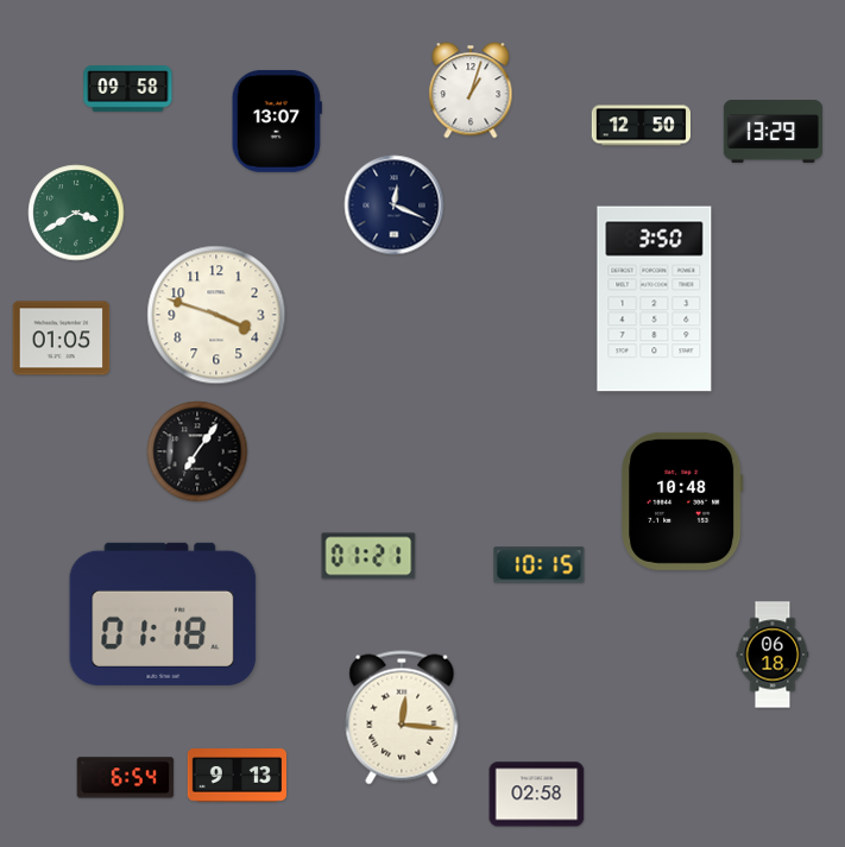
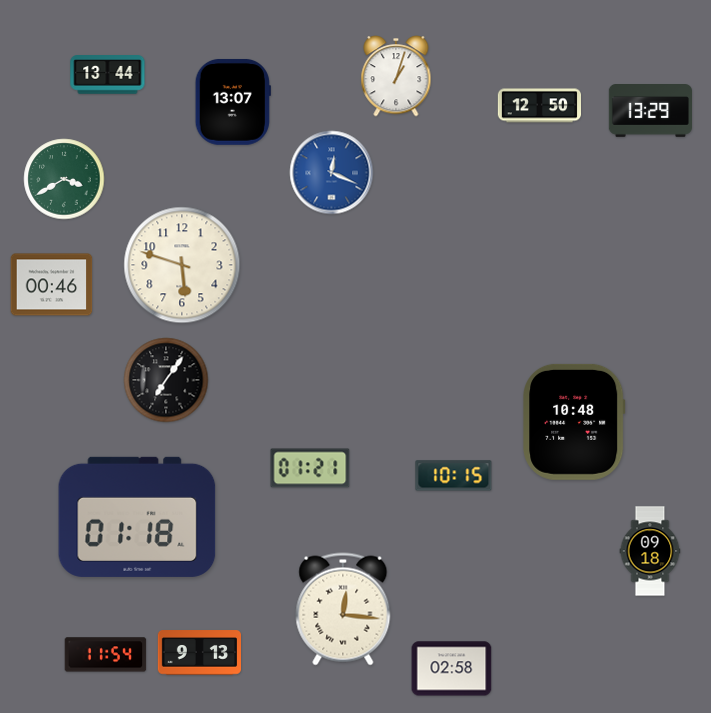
clock at (128, 89): 09:58 -> 13:44
clock at (395, 206) dial: navy -> blue
clock at (655, 299): 3:50 -> none
clock at (216, 315): 3:48 -> 5:48
clock at (62, 339): 01:05 -> 00:46
clock at (773, 655): 06:18 -> 09:18
clock at (402, 718) position: (402, 718) -> (343, 609)
clock at (126, 778): 6:54 -> 11:54
